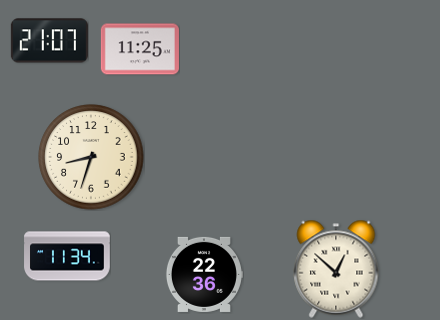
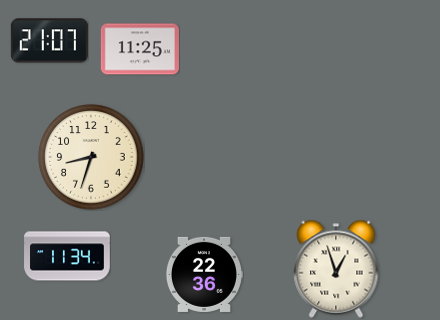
clock at (336, 269): 12:52 -> 12:57
